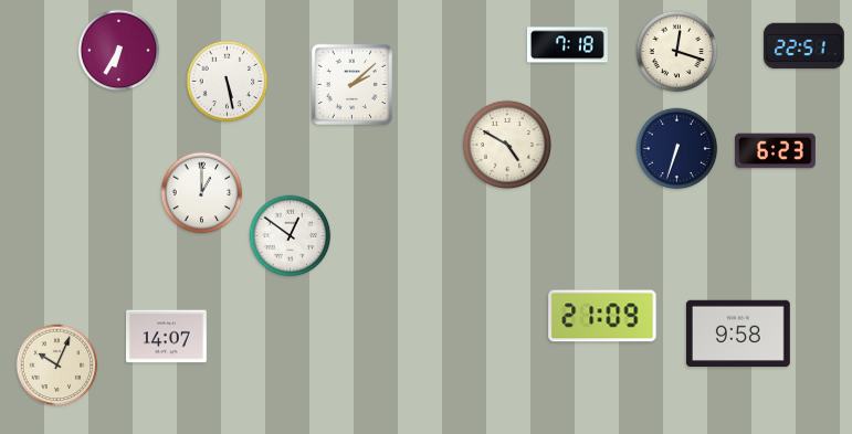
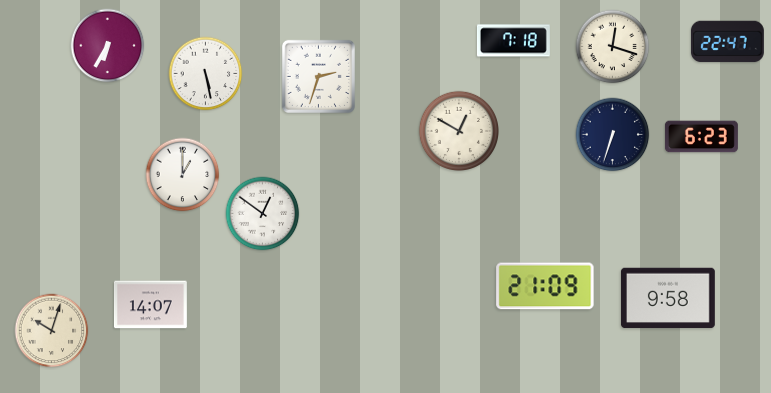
clock at (803, 46): 22:51 -> 22:47
clock at (351, 84): 2:08 -> 2:33
clock at (507, 145): 4:50 -> 12:50
clock at (738, 334) position: (738, 334) -> (668, 298)
clock at (57, 366): 10:04 -> 10:03
